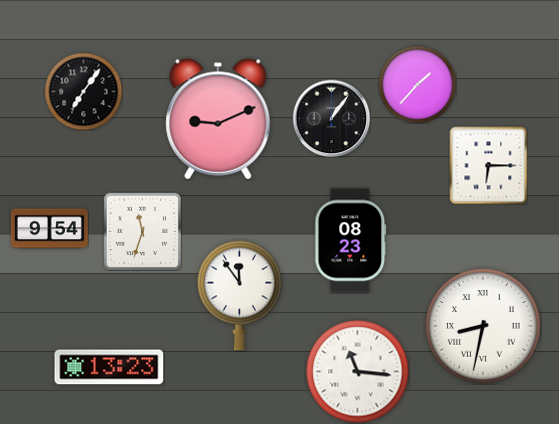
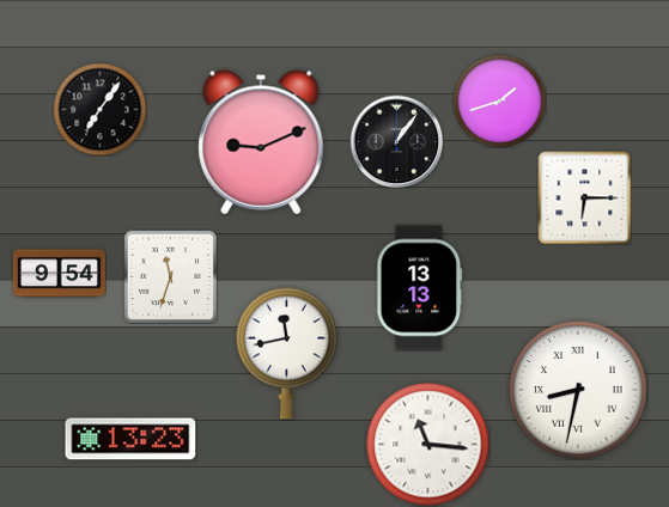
clock at (417, 84): 1:37 -> 1:42
clock at (351, 241): 08:23 -> 13:13
clock at (240, 295): 11:54 -> 11:43
